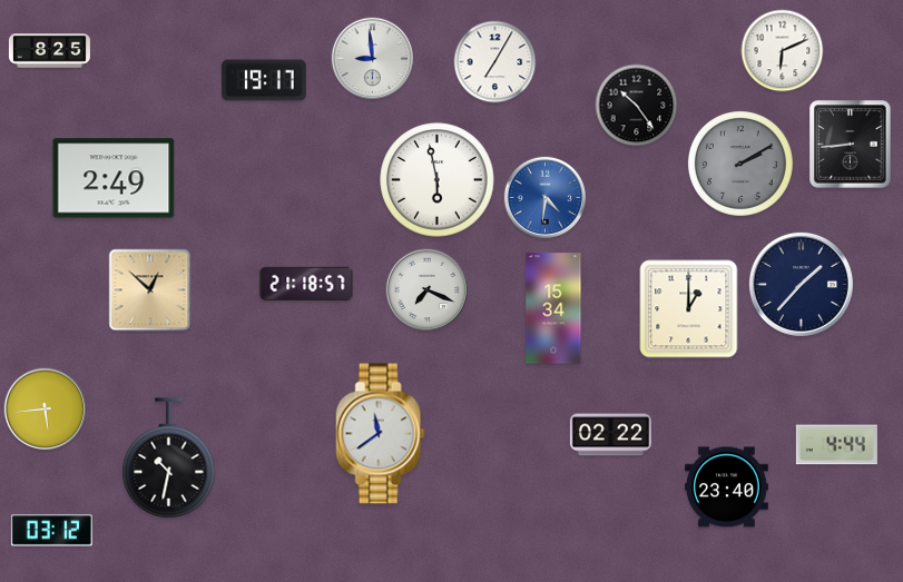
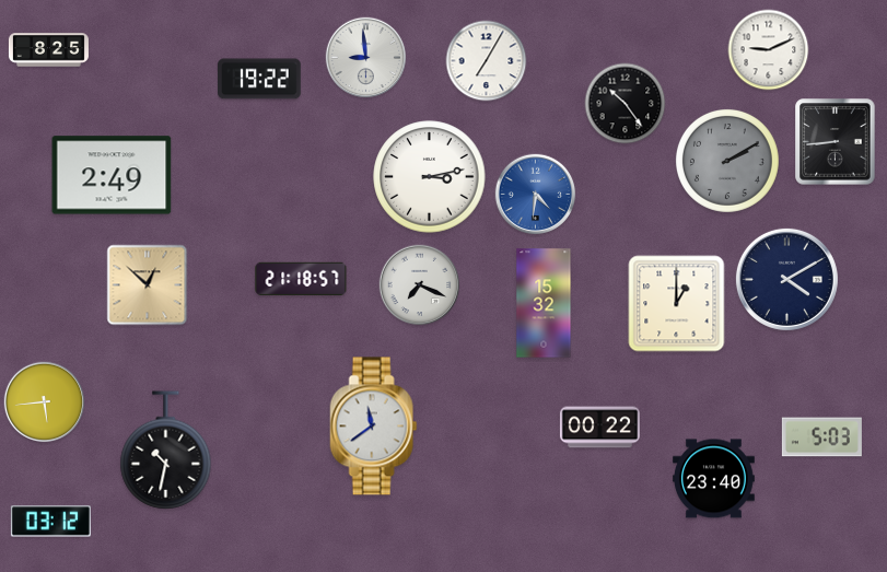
clock at (783, 51): 6:11 -> 9:11
clock at (264, 80): 19:17 -> 19:22
clock at (438, 180): 5:58 -> 3:13
clock at (801, 284): 1:37 -> 4:10
clock at (553, 308): 15:34 -> 15:32
clock at (610, 435): 02:22 -> 00:22
clock at (836, 445): 4:44 -> 5:03
